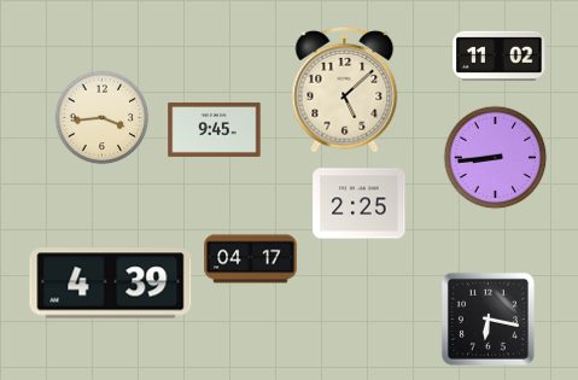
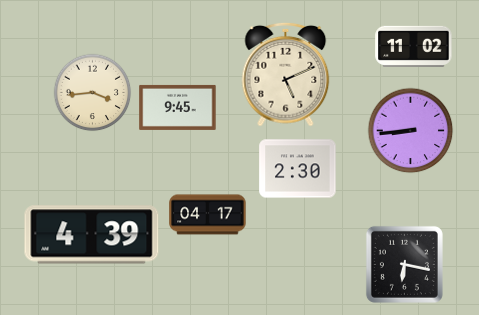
clock at (345, 89): 5:08 -> 5:11
clock at (101, 117) position: (101, 117) -> (92, 92)
clock at (360, 204): 2:25 -> 2:30
